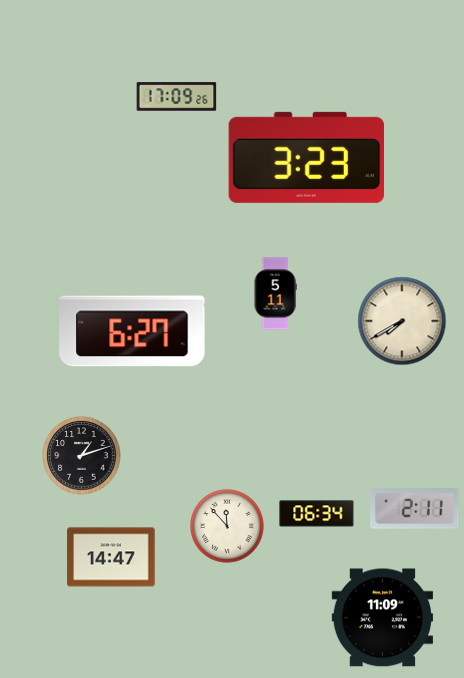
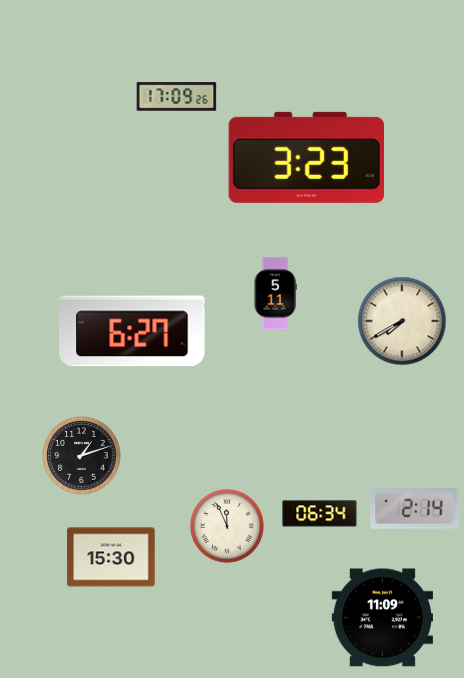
clock at (415, 509): 2:11 -> 2:14
clock at (317, 514) position: (317, 514) -> (320, 514)
clock at (227, 526): 11:53 -> 11:56
clock at (111, 557): 14:47 -> 15:30
